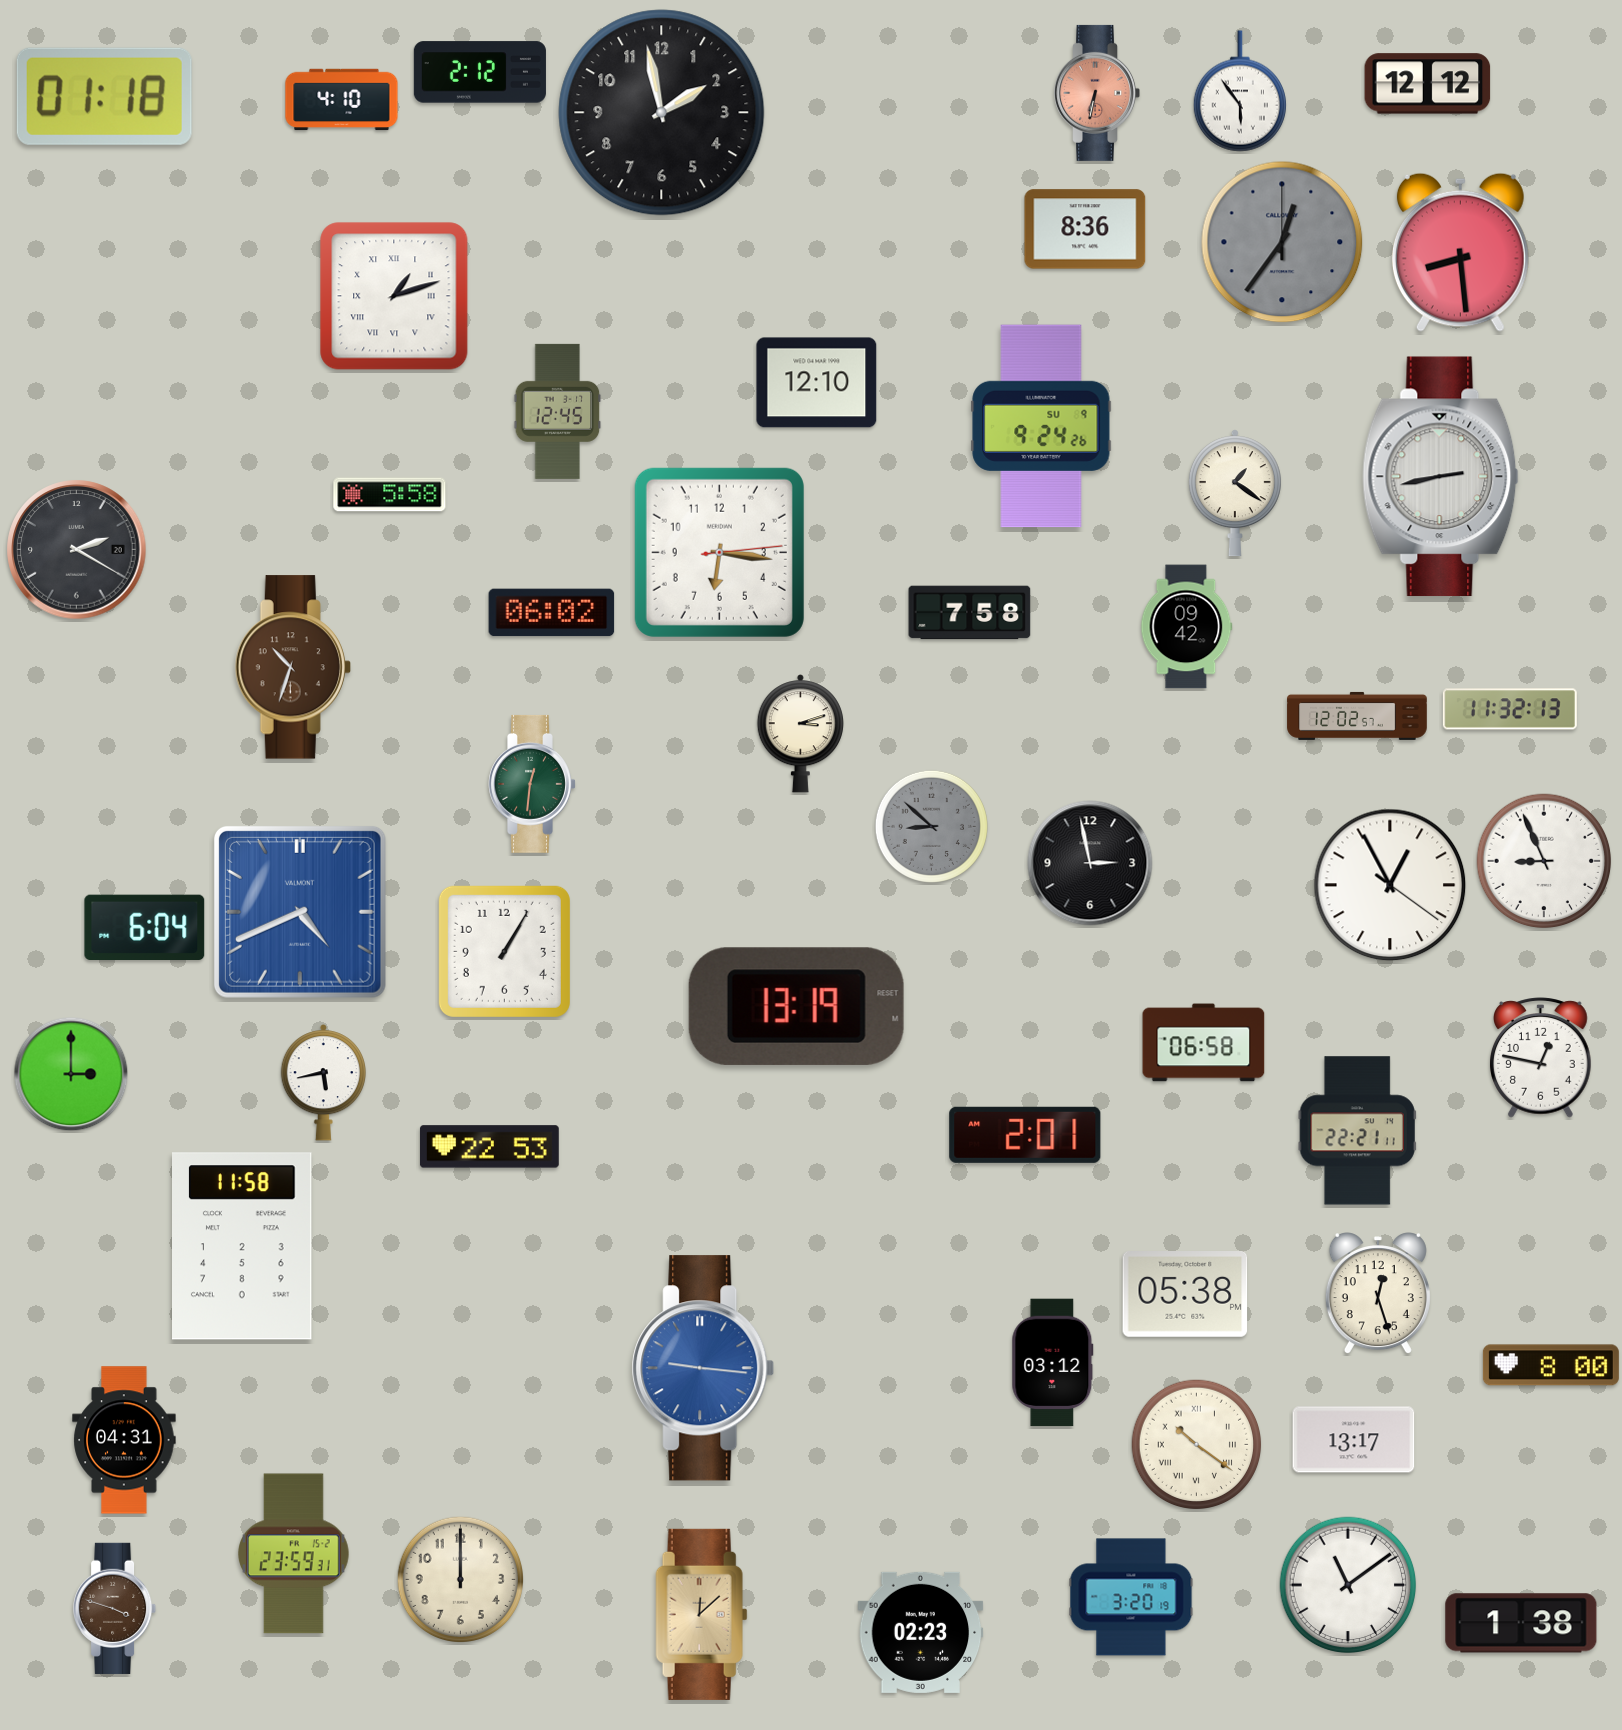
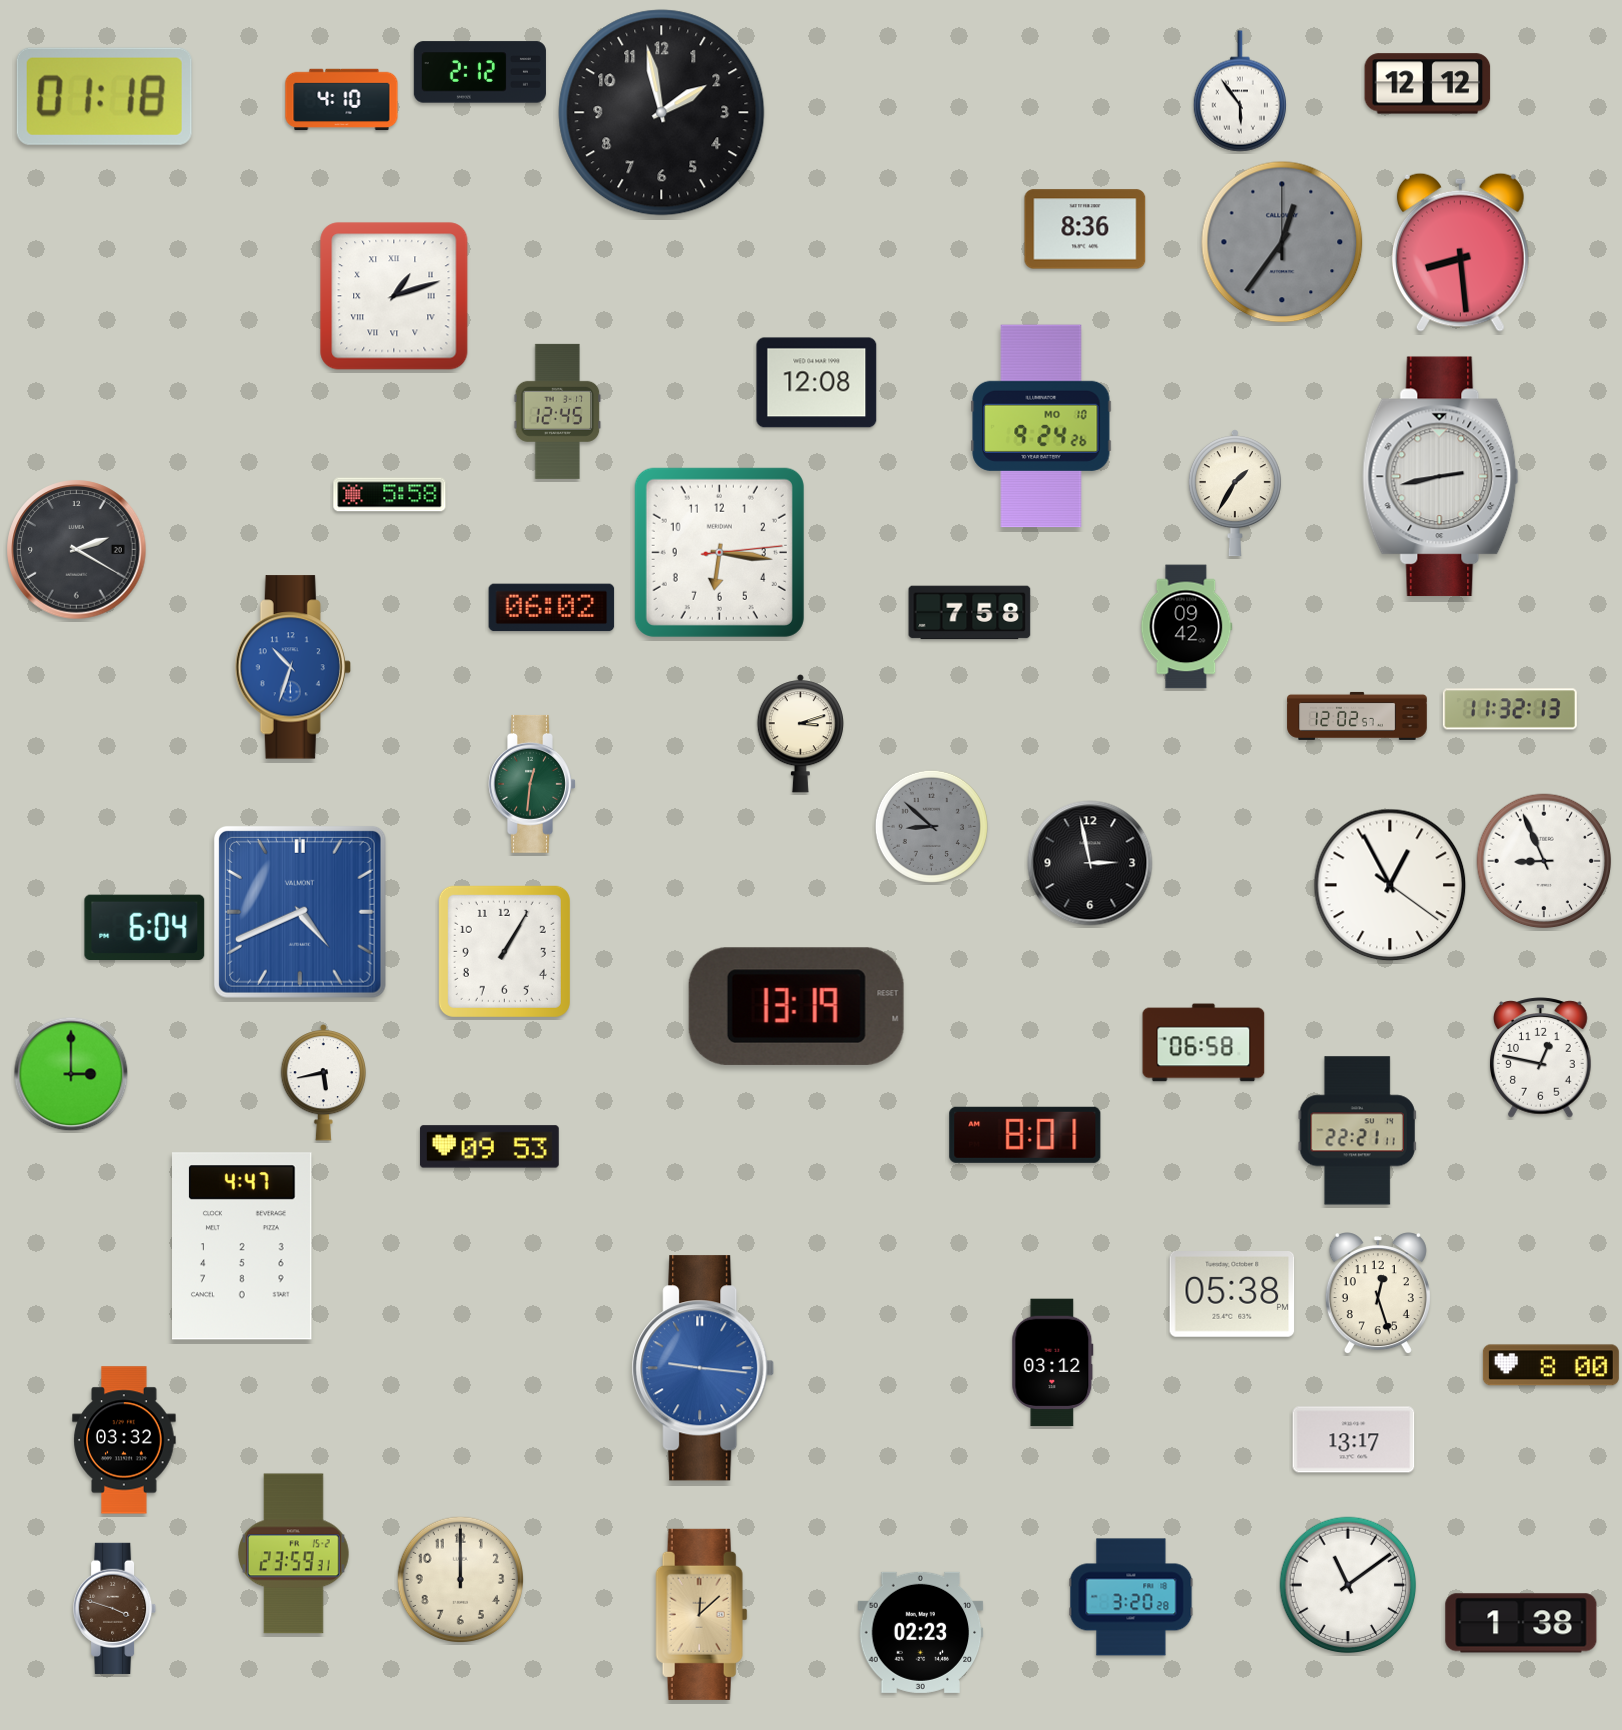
clock at (1097, 93): 6:32 -> none
clock at (817, 383): 12:10 -> 12:08
clock at (1041, 426) date: SU 9 -> MO 10
clock at (1235, 493): 1:21 -> 1:35
clock at (552, 613) position: (552, 613) -> (552, 608)
clock at (293, 667) dial: brown -> blue
clock at (1025, 1135): 2:01 -> 8:01
clock at (489, 1147): 22:53 -> 09:53
clock at (243, 1246): 11:58 -> 4:47
clock at (1185, 1295) position: (1185, 1295) -> (1232, 1295)
clock at (124, 1440): 04:31 -> 03:32
clock at (1197, 1445): 10:21 -> none
clock at (1131, 1597): 3:20:19 -> 3:20:28
